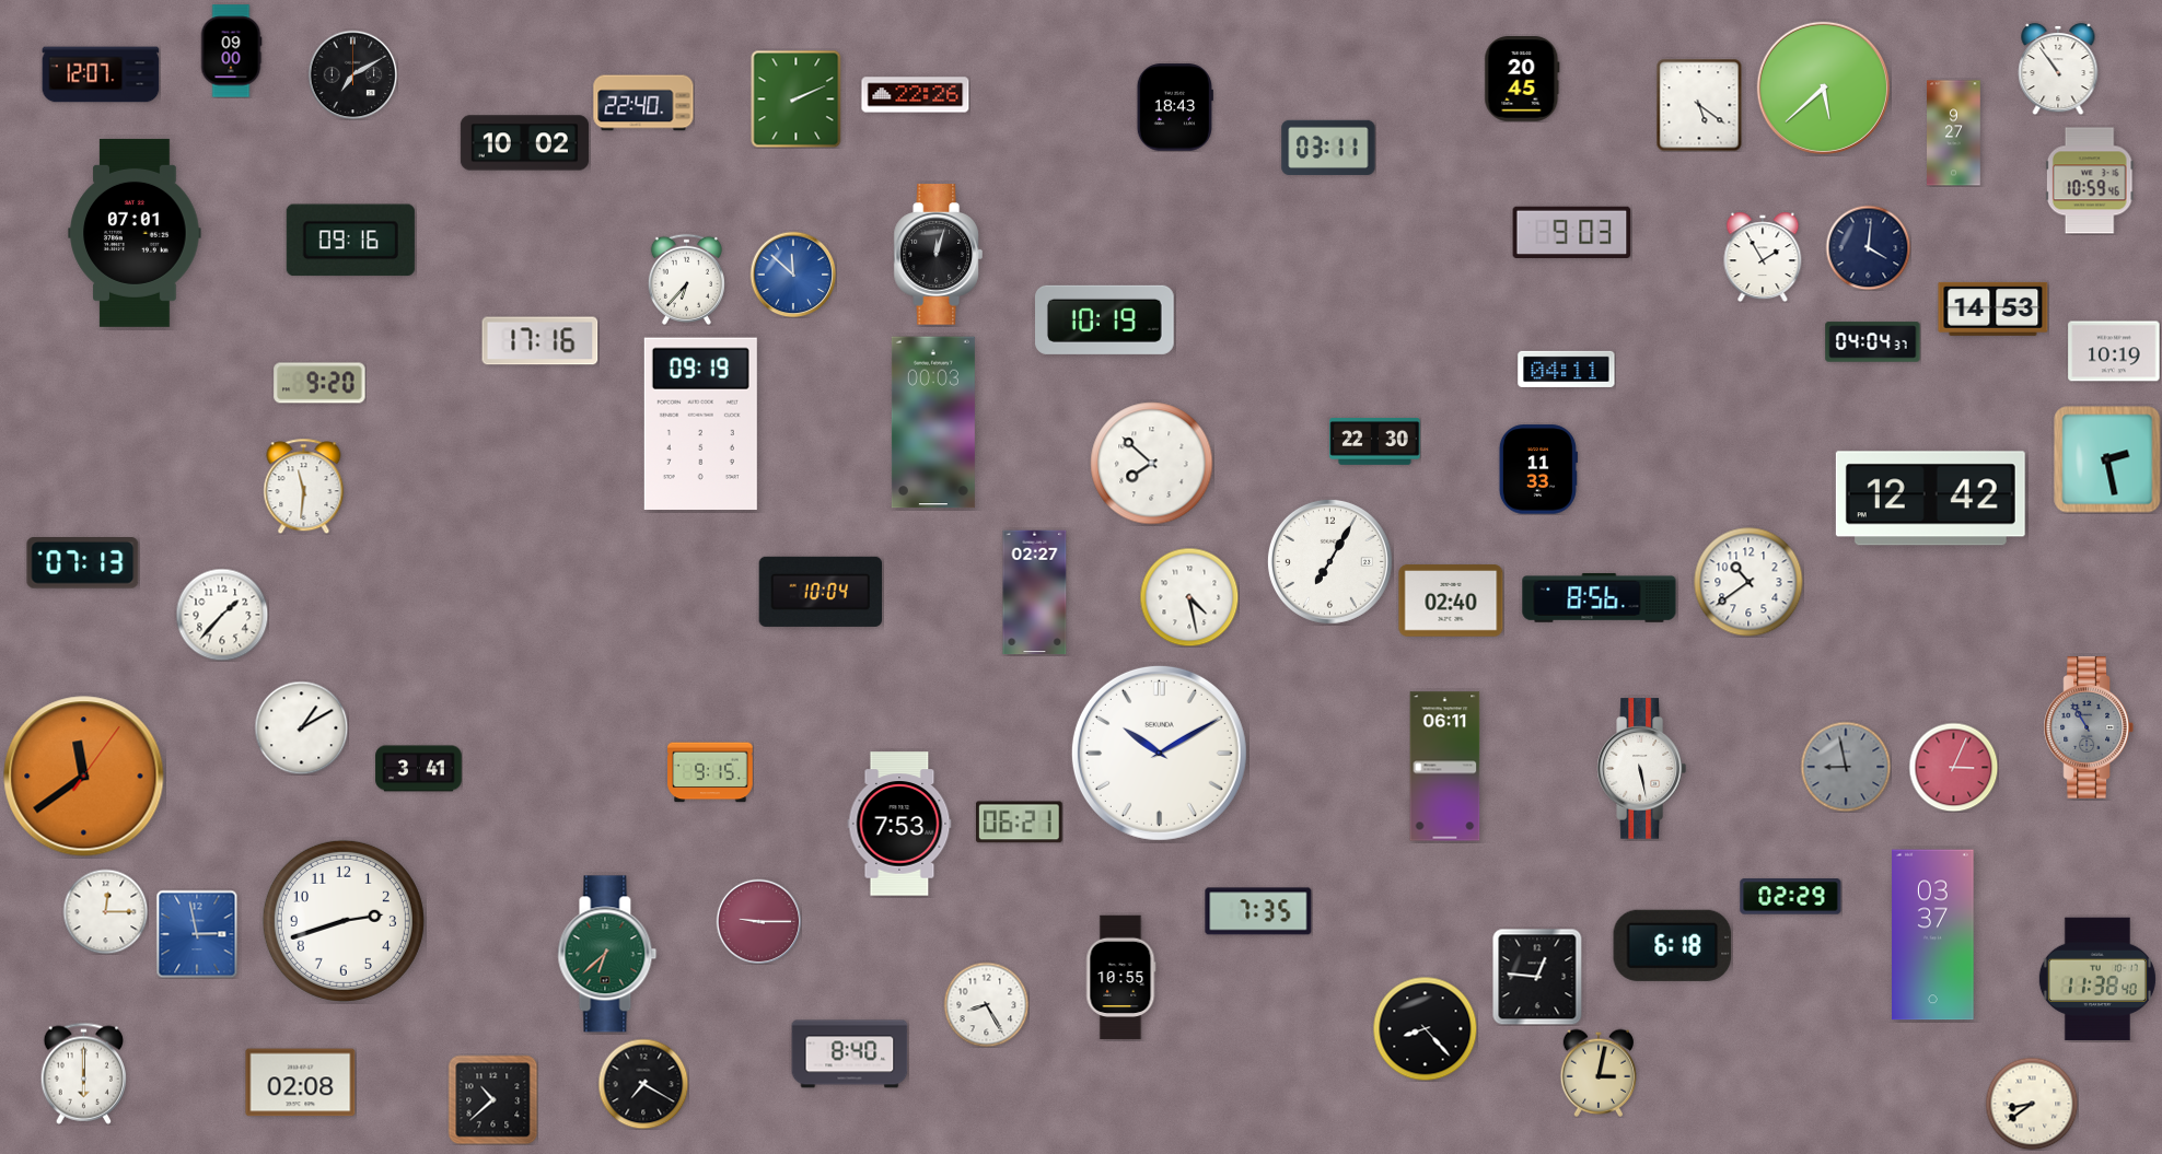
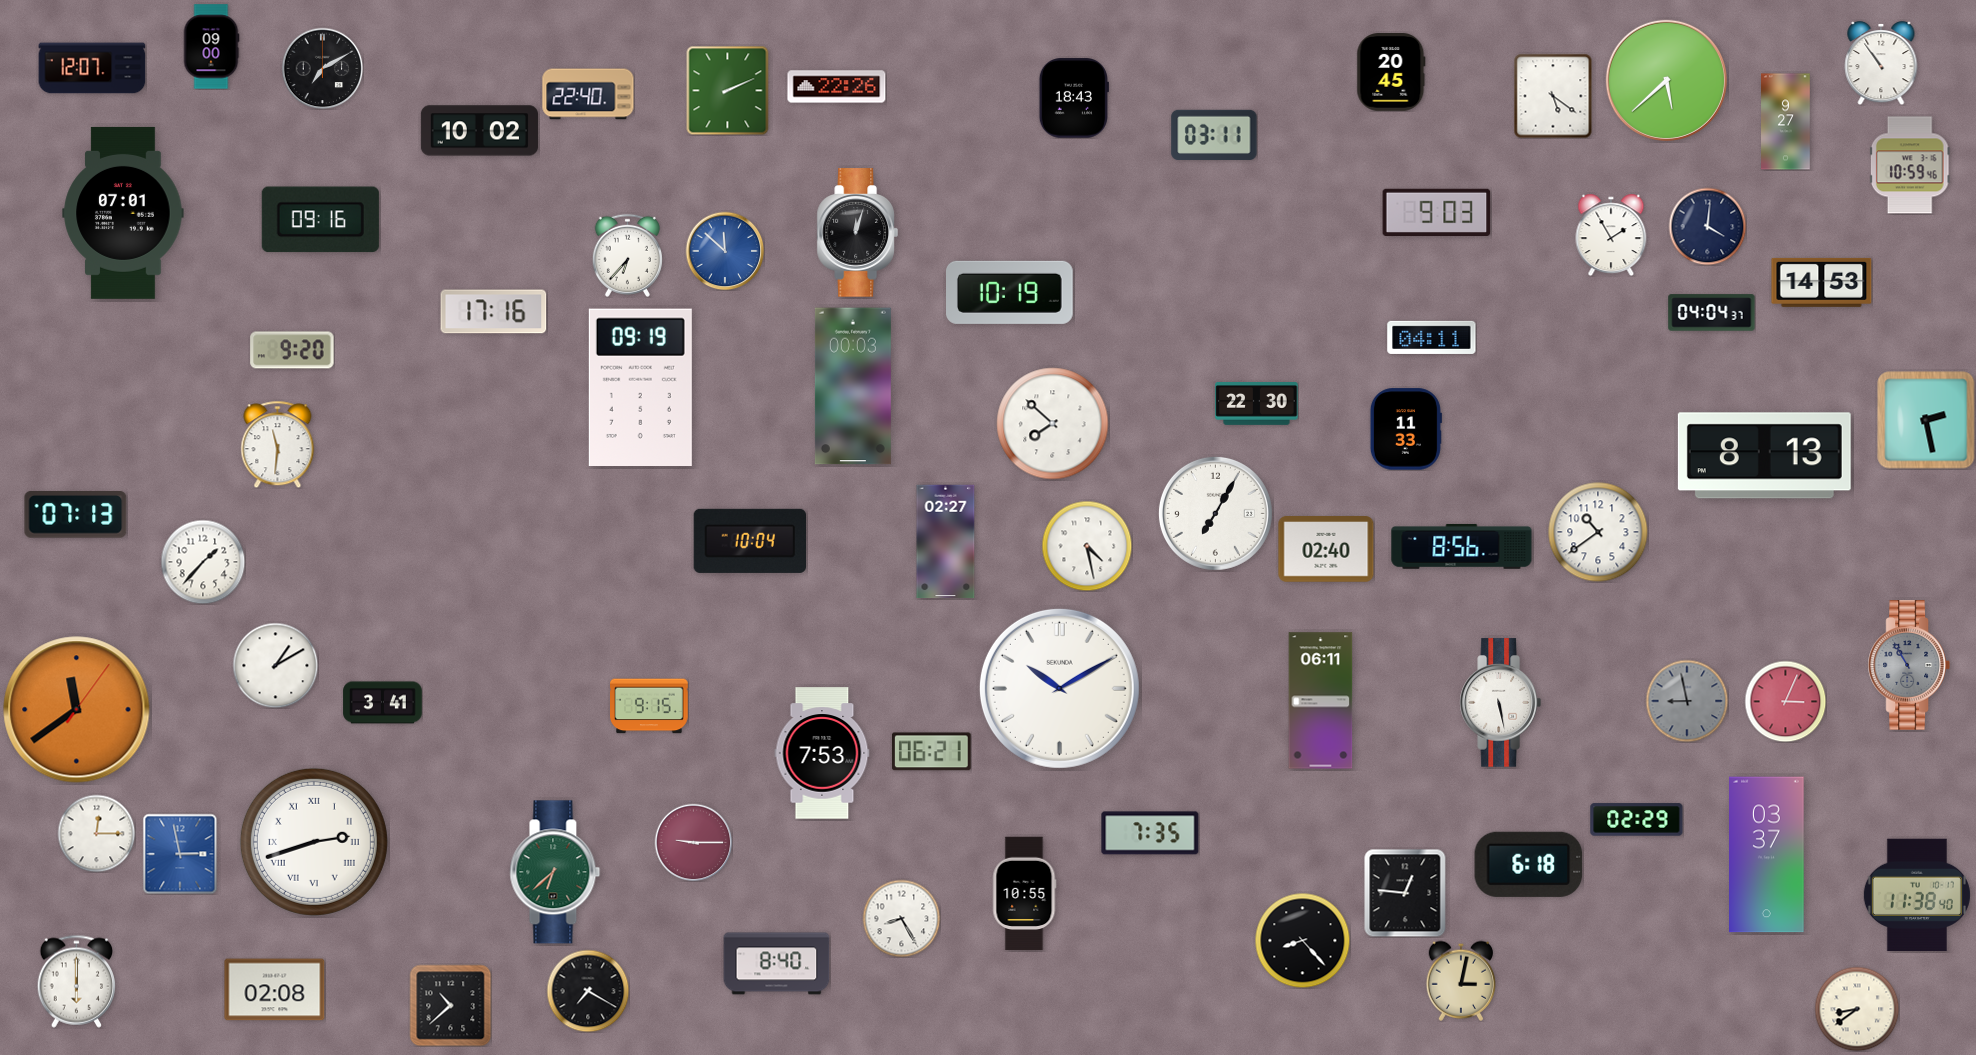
clock at (2114, 351): 10:19 -> none
clock at (1930, 499): 12:42 -> 8:13
clock at (344, 921) numerals: Arabic -> Roman
